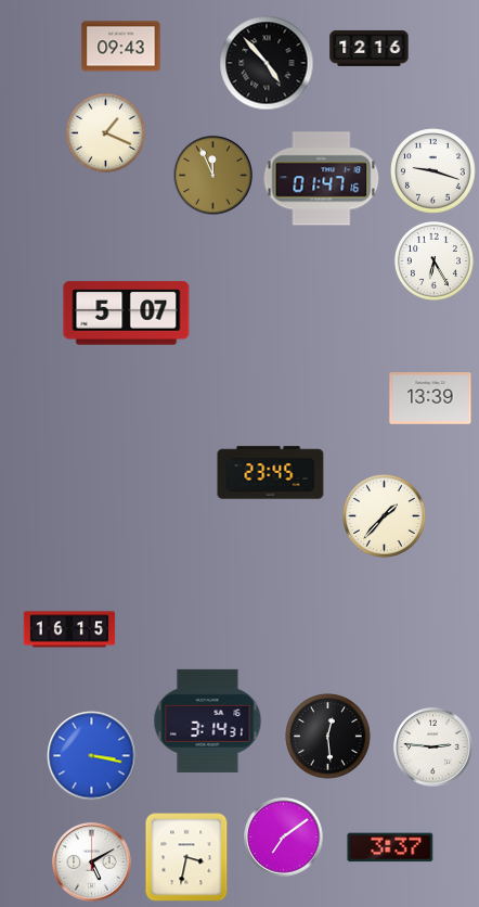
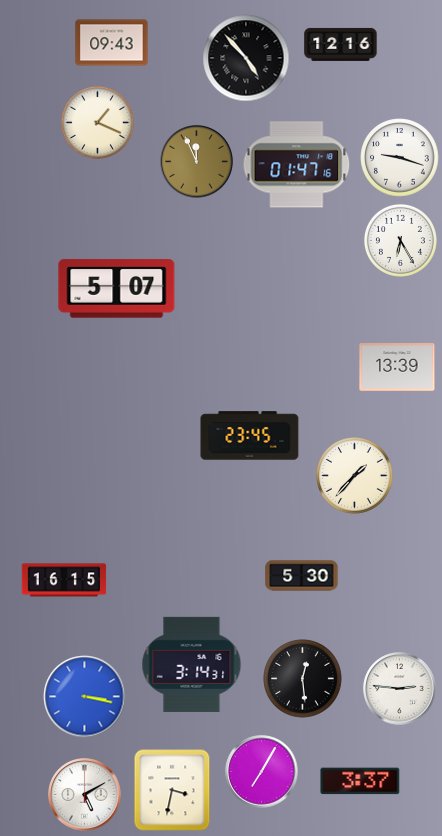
clock at (302, 576): none -> 5:30
clock at (284, 838): 7:09 -> 7:05
